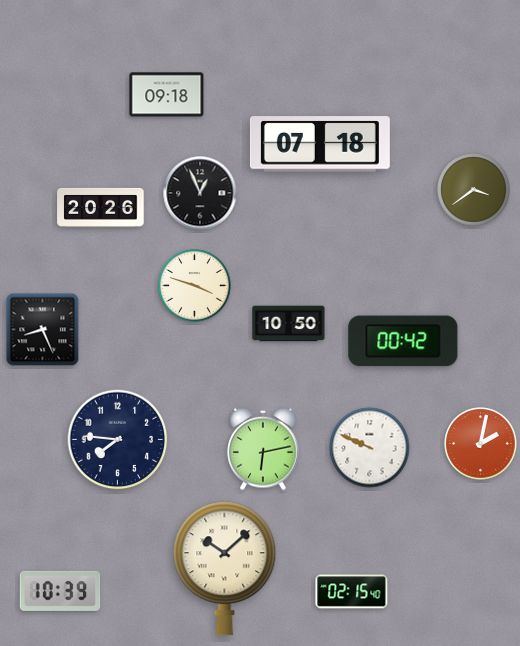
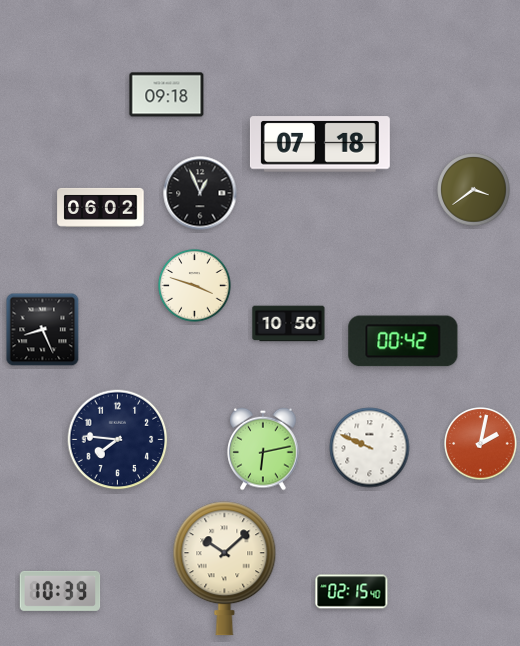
clock at (101, 207): 20:26 -> 06:02
